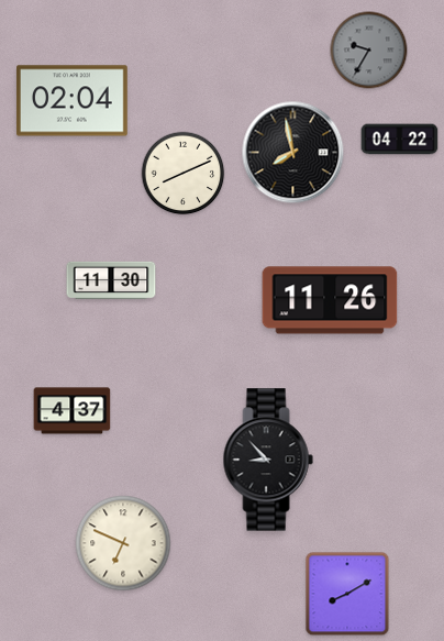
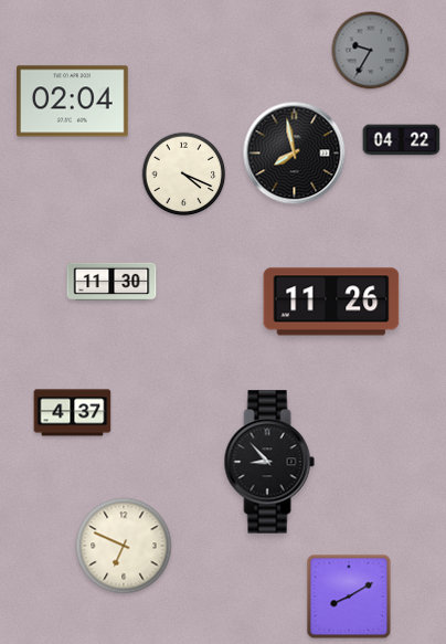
clock at (184, 174): 8:11 -> 4:19
